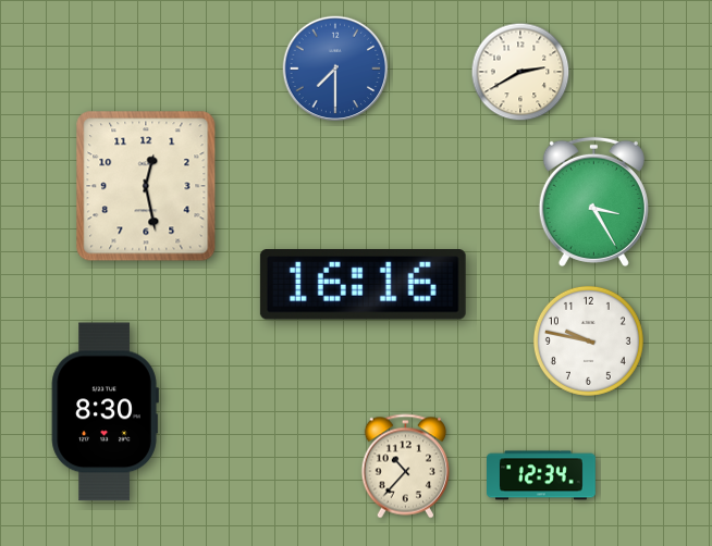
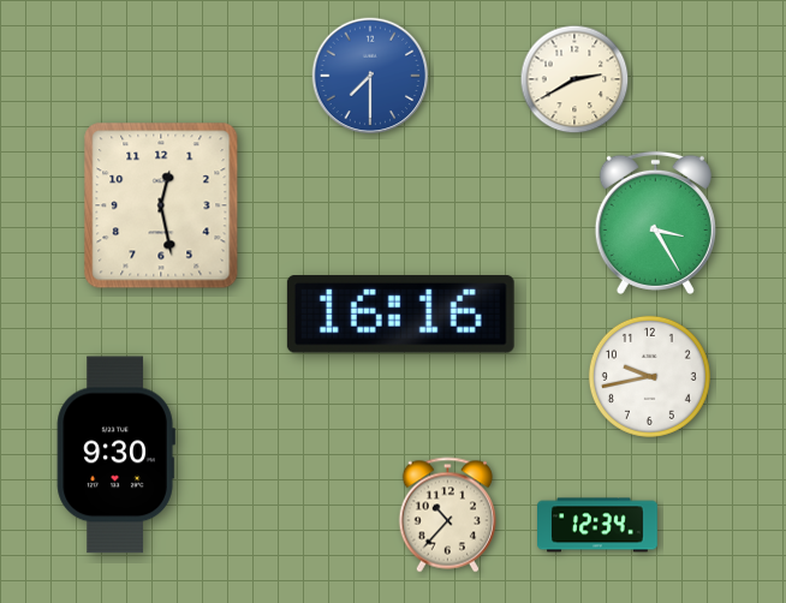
clock at (588, 340): 9:47 -> 9:43
clock at (105, 412): 8:30 -> 9:30
